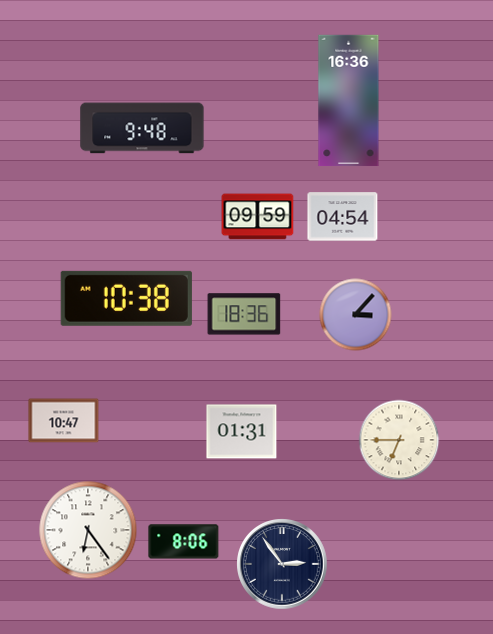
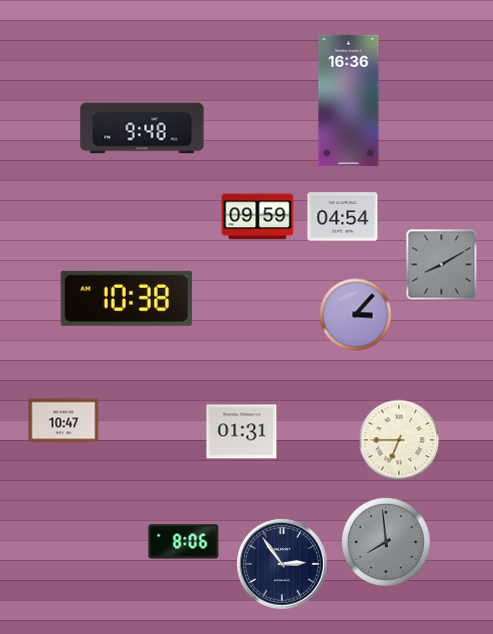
clock at (442, 265): none -> 8:10
clock at (244, 314): 18:36 -> none
clock at (88, 530): 6:24 -> none
clock at (386, 542): none -> 7:59
